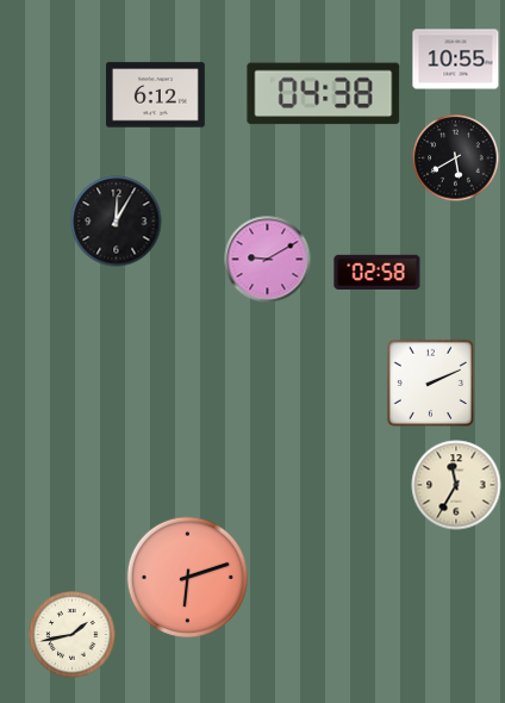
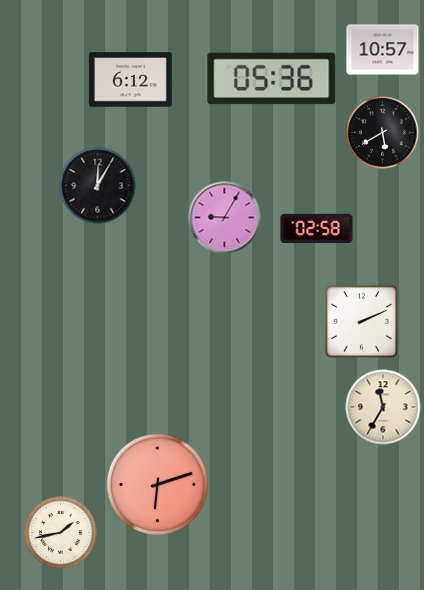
clock at (456, 60): 10:55 -> 10:57
clock at (324, 94): 04:38 -> 05:36
clock at (268, 260): 9:10 -> 9:05
